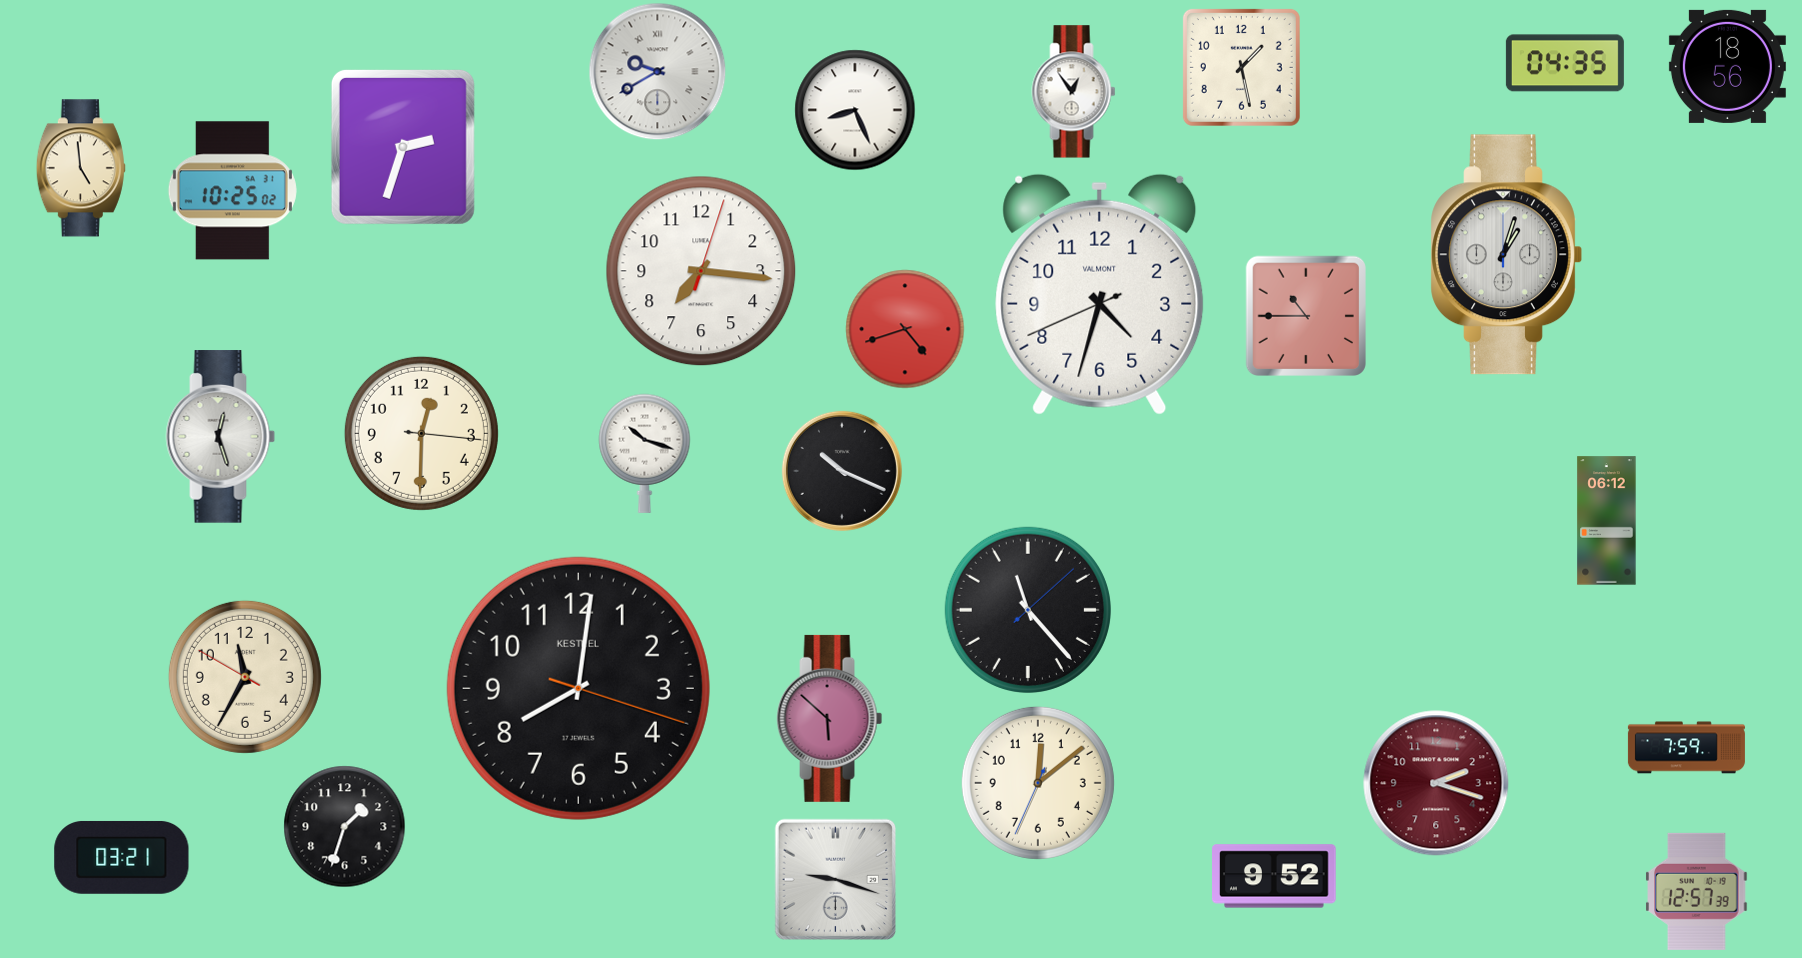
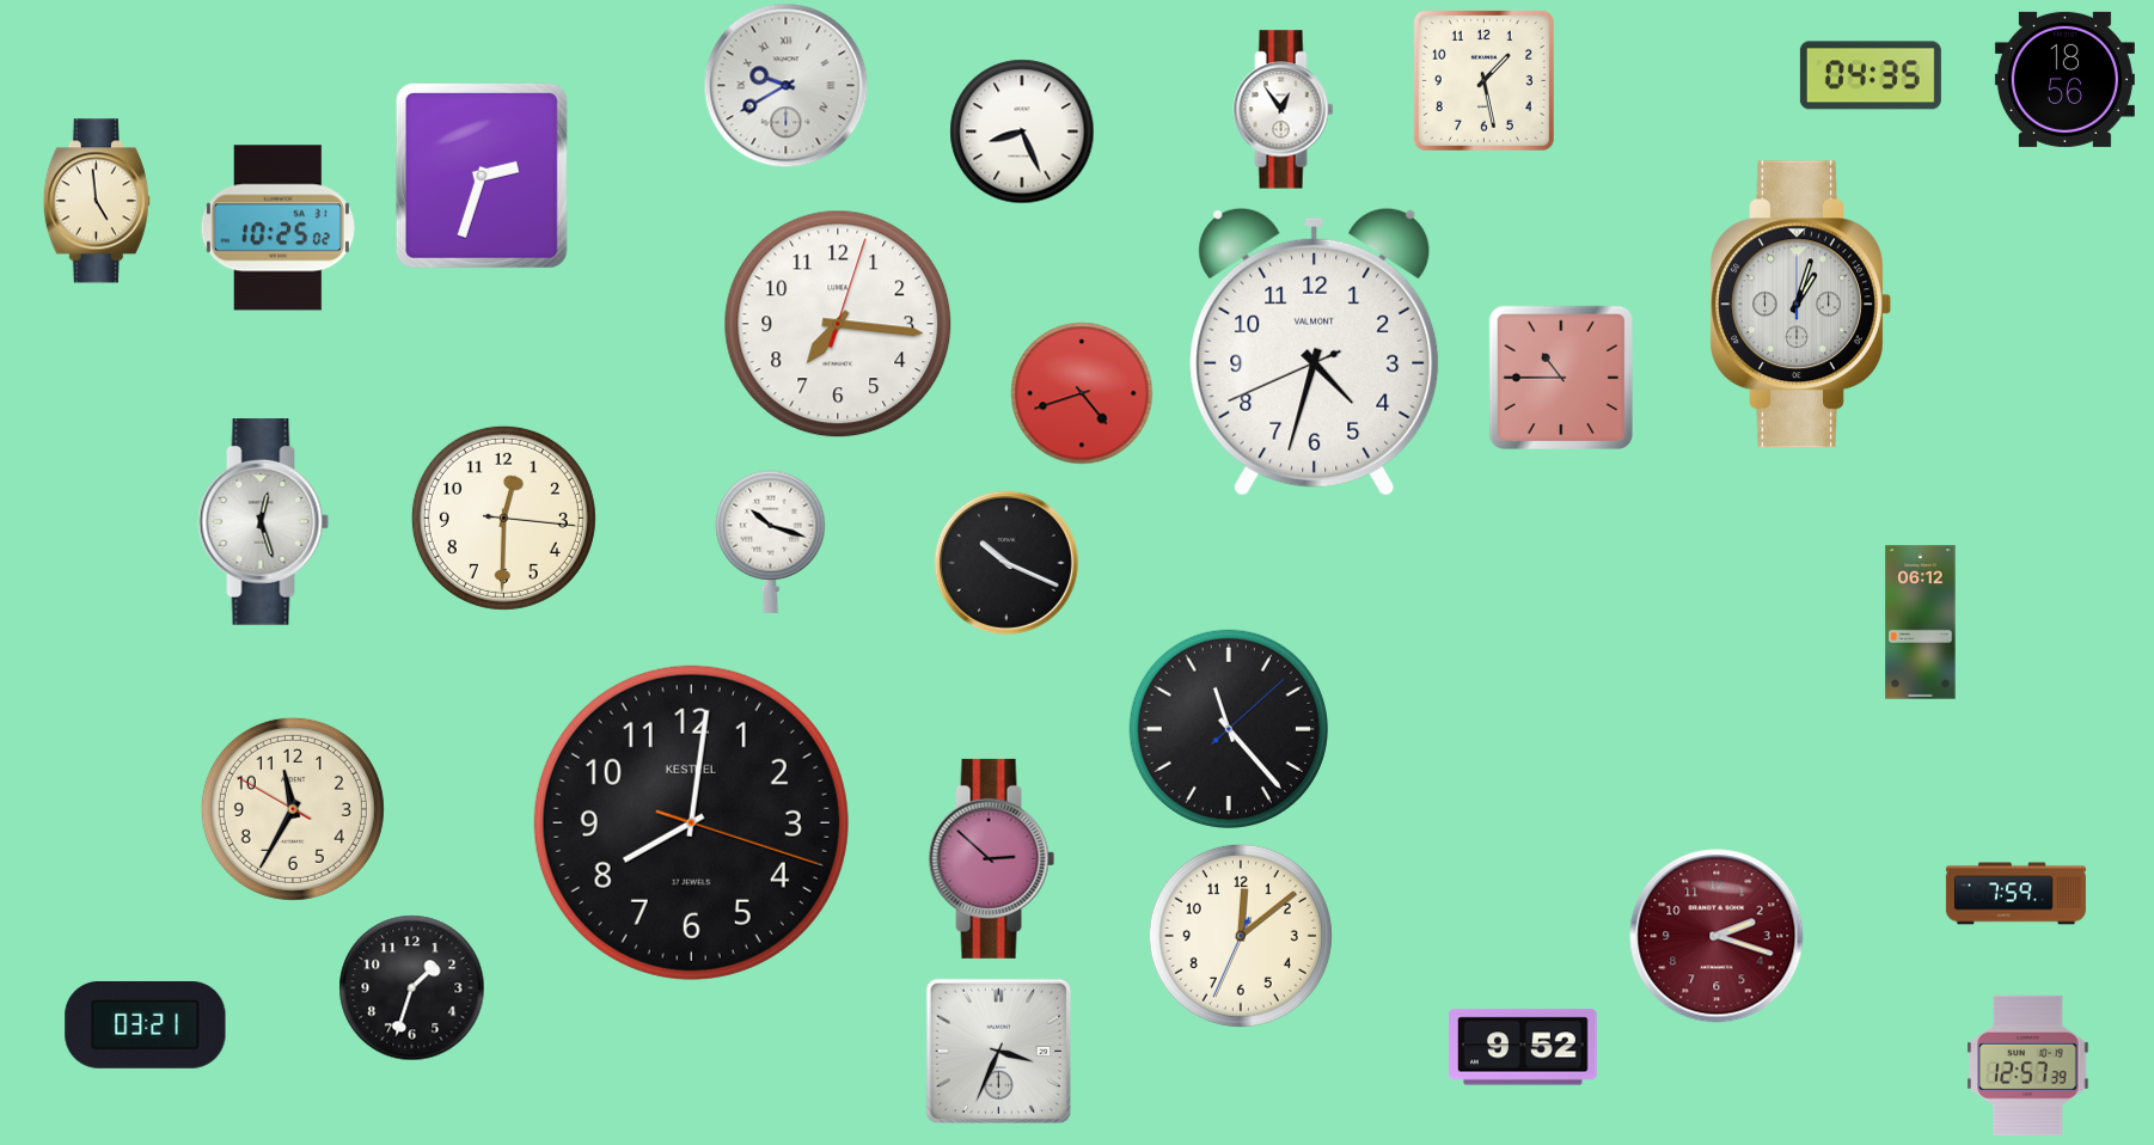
clock at (830, 718): 5:52 -> 2:52
clock at (835, 879): 9:18 -> 3:34
